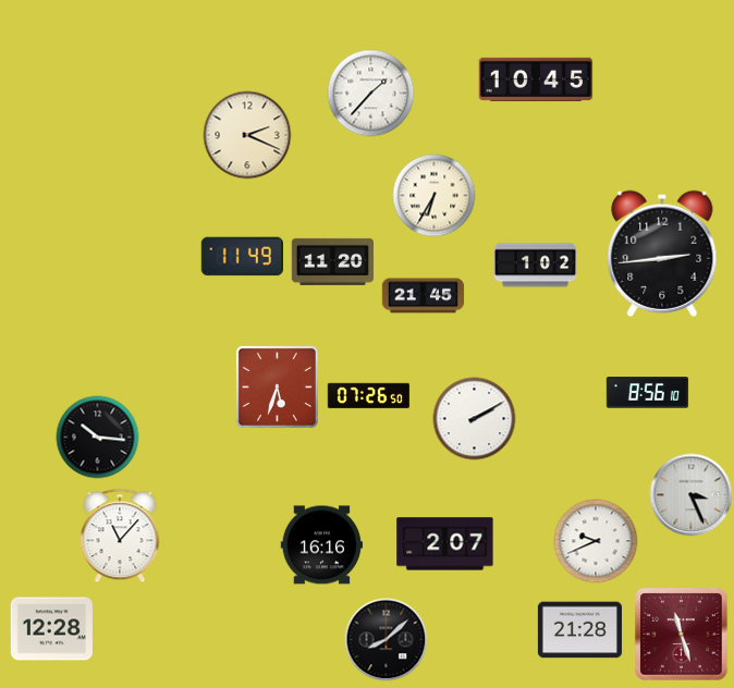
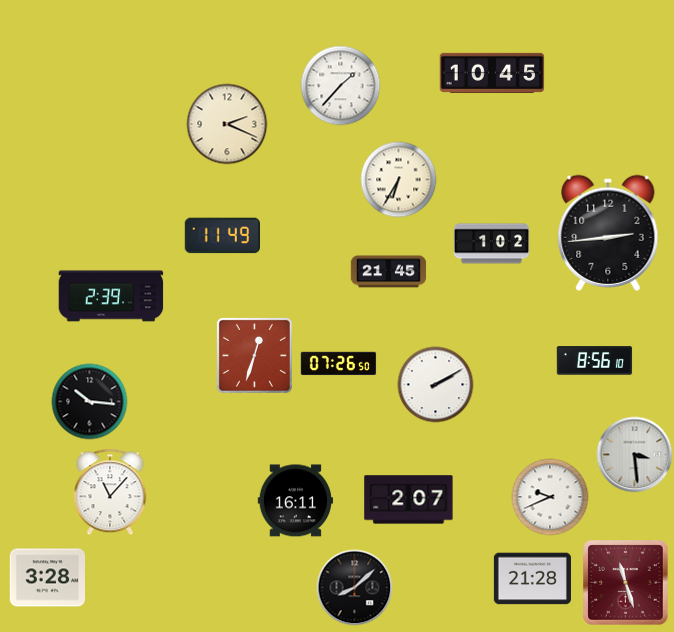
clock at (332, 261): 11:20 -> none
clock at (111, 296): none -> 2:39
clock at (277, 386): 5:33 -> 12:33
clock at (692, 495): 3:26 -> 3:29
clock at (596, 541) position: (596, 541) -> (550, 497)
clock at (321, 545): 16:16 -> 16:11
clock at (51, 629): 12:28 -> 3:28
